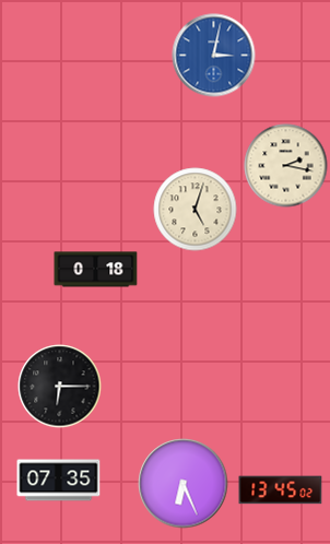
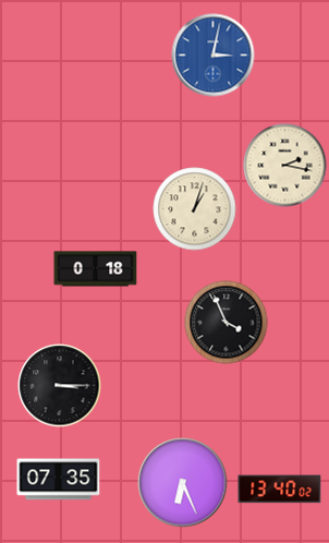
clock at (196, 210): 5:03 -> 1:03
clock at (227, 323): none -> 3:56
clock at (60, 387): 6:15 -> 3:15
clock at (281, 490): 13:45 -> 13:40
